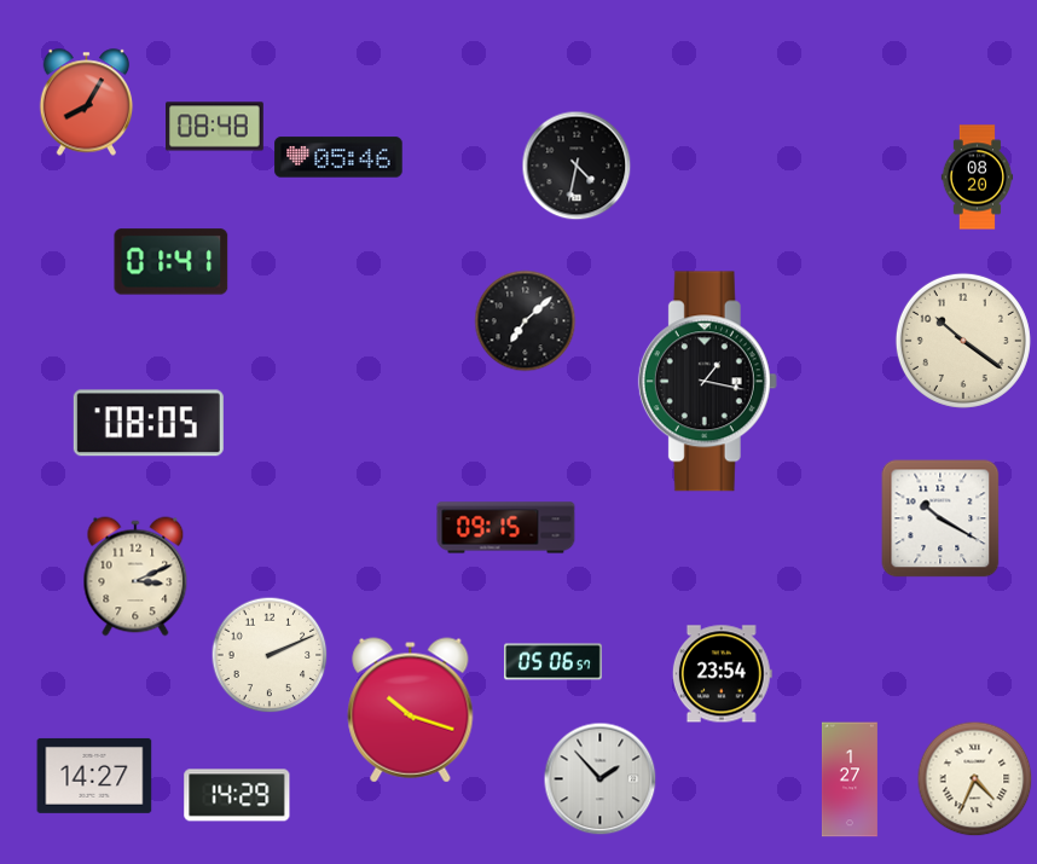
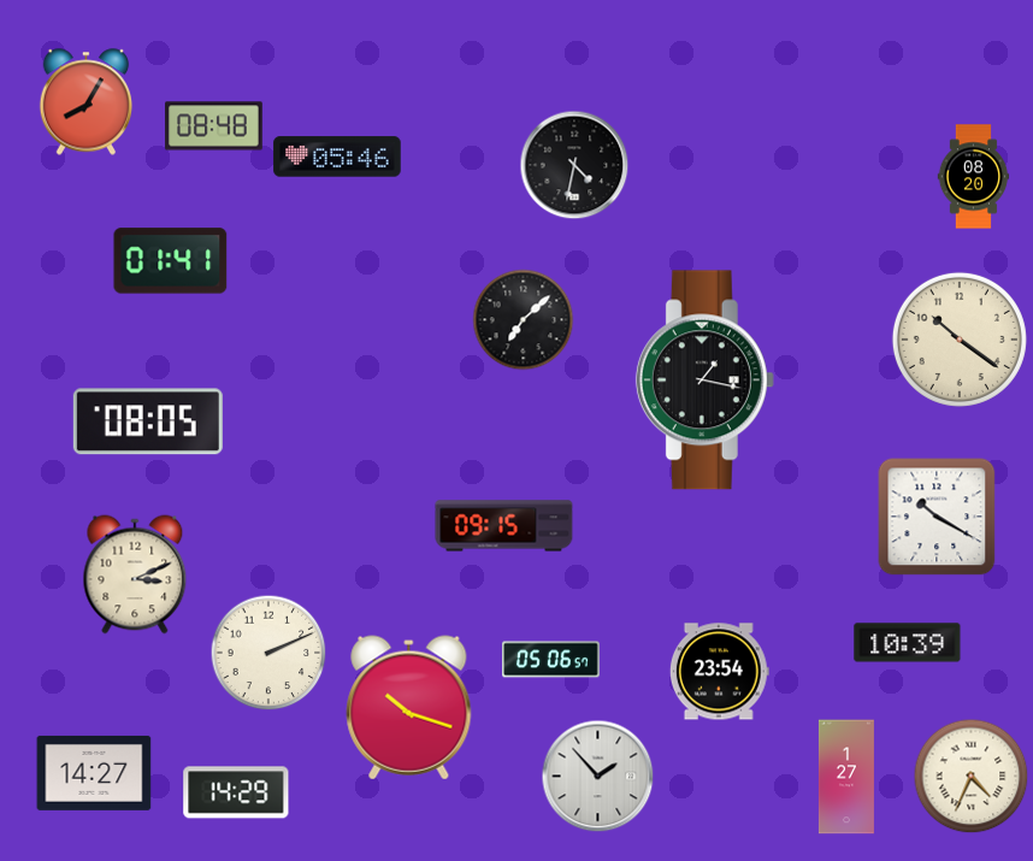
clock at (908, 643): none -> 10:39
